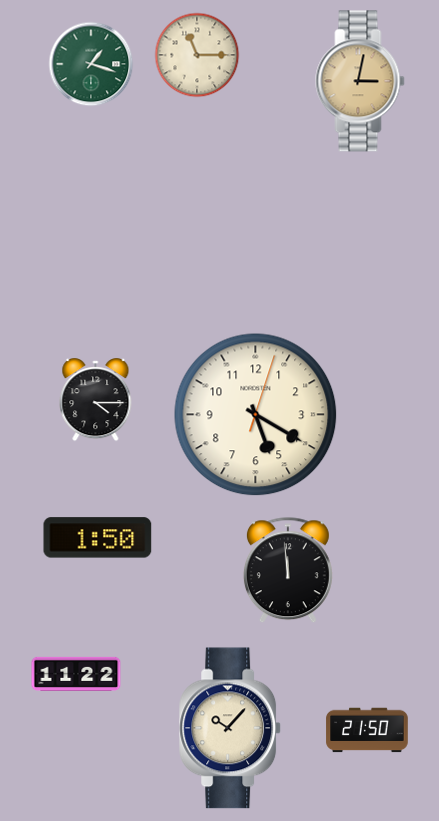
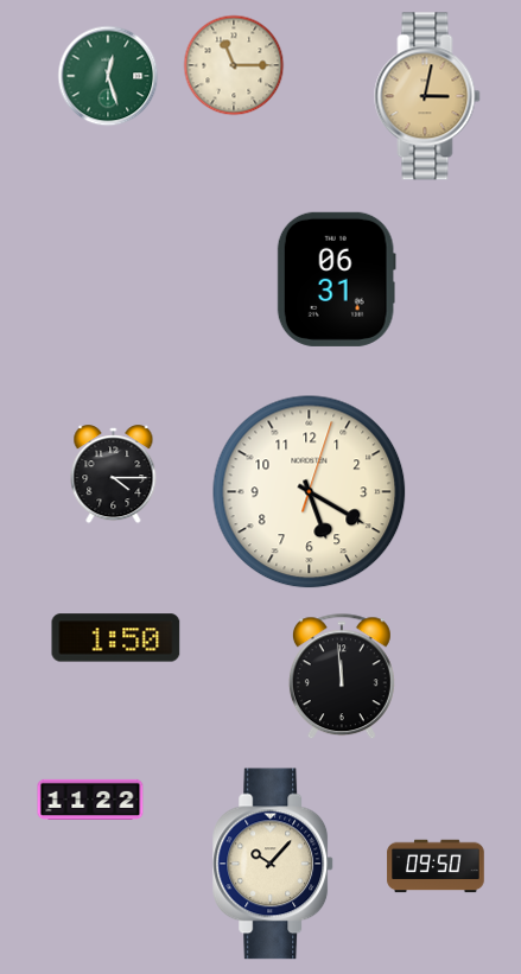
clock at (91, 64): 1:18 -> 12:27
clock at (336, 279): none -> 06:31
clock at (256, 415) position: (256, 415) -> (310, 492)
clock at (367, 730): 21:50 -> 09:50
